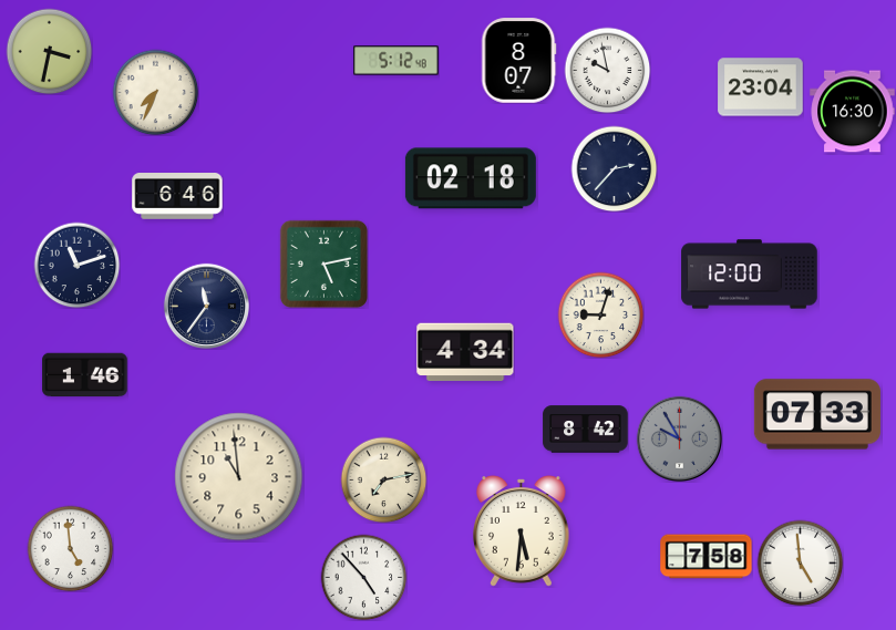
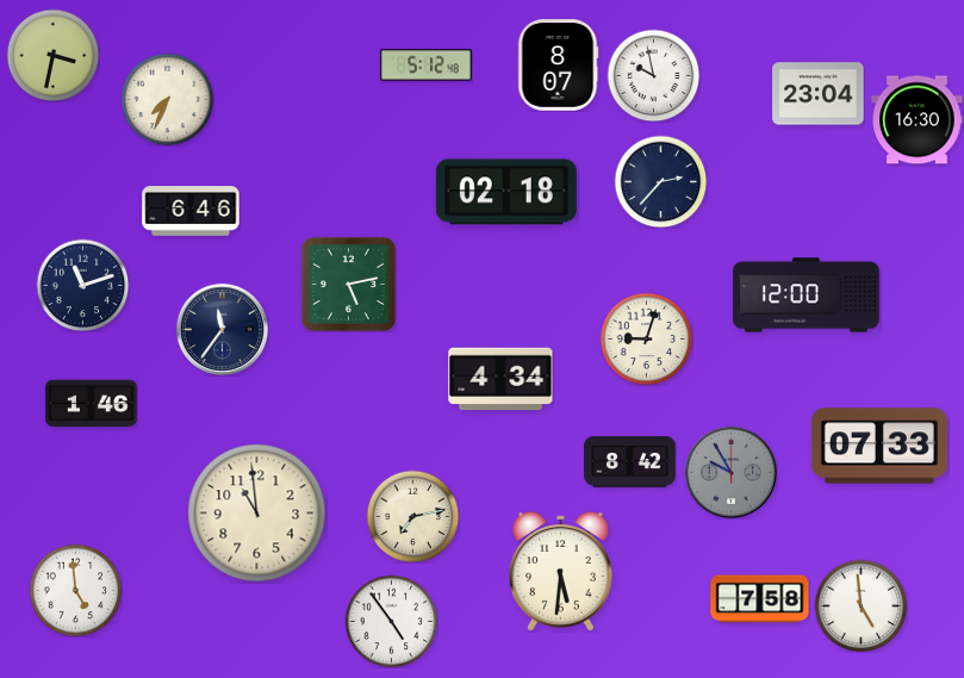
clock at (363, 577): 4:53 -> 4:54
